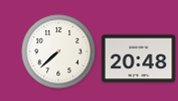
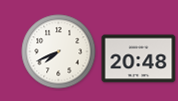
clock at (59, 52): 7:38 -> 7:41
